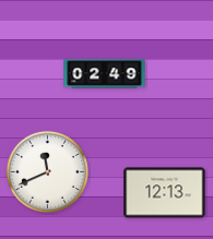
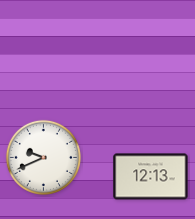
clock at (105, 74): 02:49 -> none
clock at (47, 171): 11:41 -> 9:41
